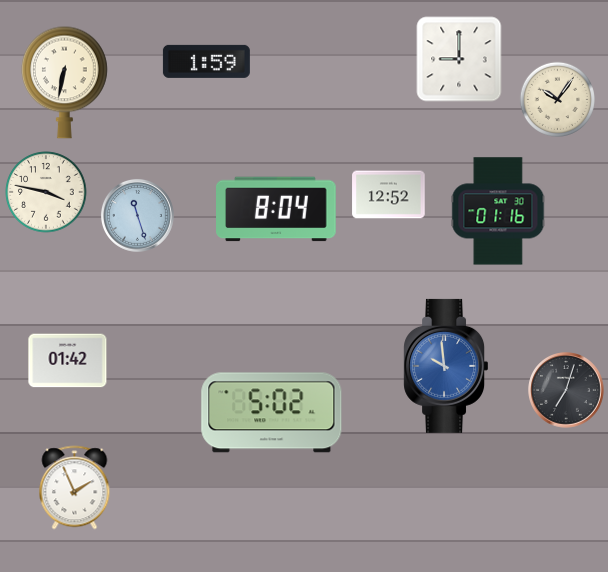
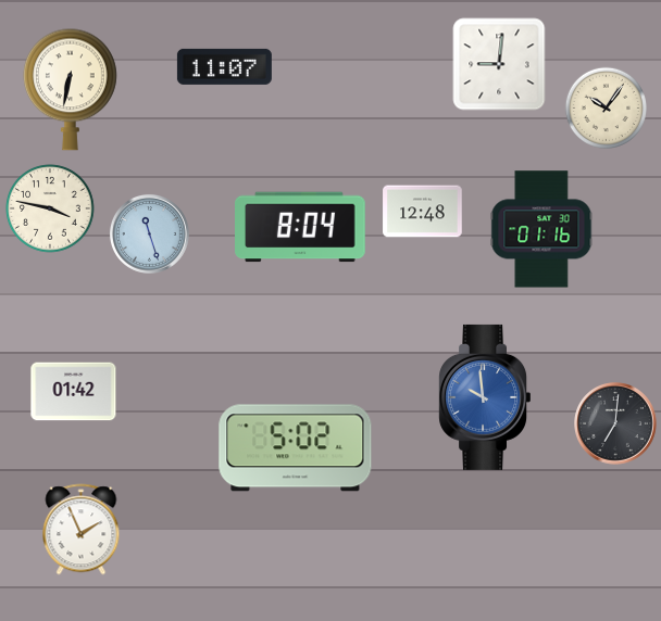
clock at (459, 59): 9:00 -> 9:01
clock at (206, 61): 1:59 -> 11:07
clock at (389, 195): 12:52 -> 12:48
clock at (566, 390): 7:03 -> 7:01
